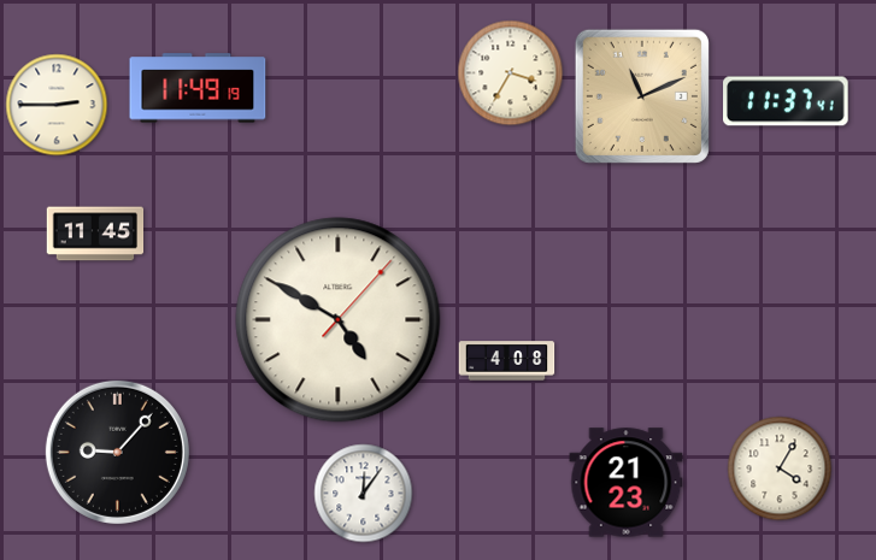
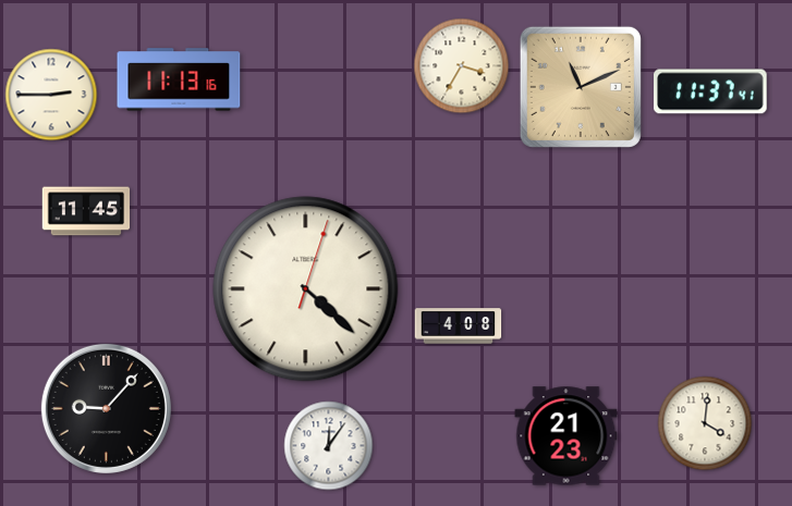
clock at (198, 88): 11:49 -> 11:13
clock at (339, 320): 4:50 -> 4:22
clock at (780, 468): 4:05 -> 4:01
